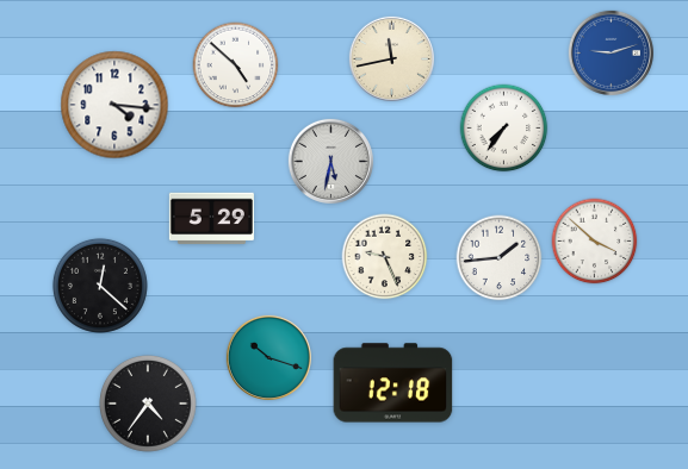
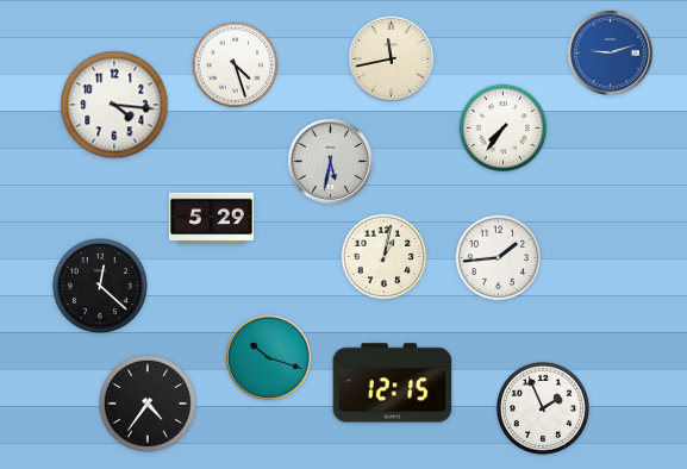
clock at (236, 65): 4:52 -> 4:27
clock at (595, 242): 3:52 -> none
clock at (385, 257): 9:26 -> 1:02
clock at (393, 383): 12:18 -> 12:15
clock at (543, 408): none -> 1:56
